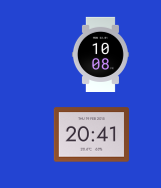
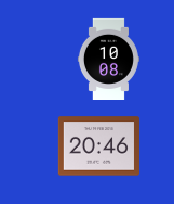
clock at (91, 135): 20:41 -> 20:46
